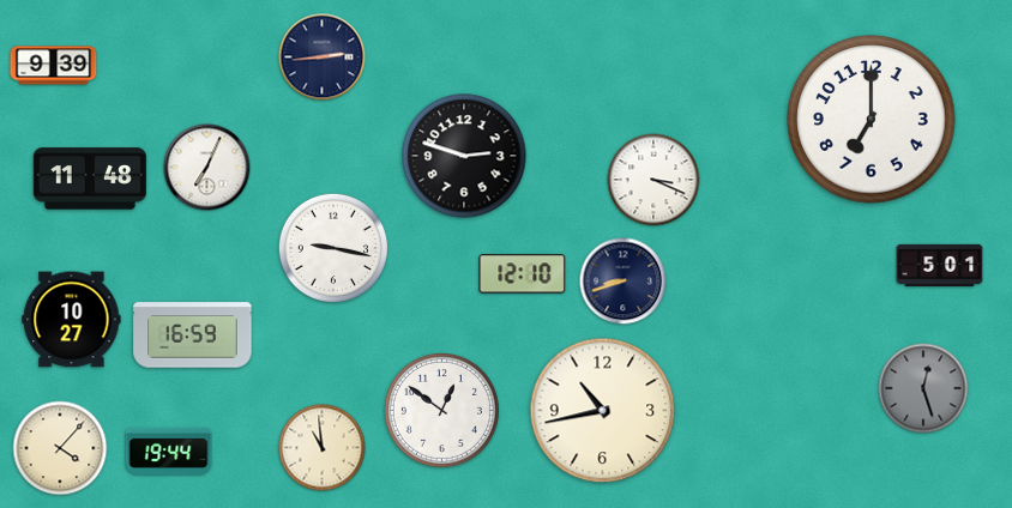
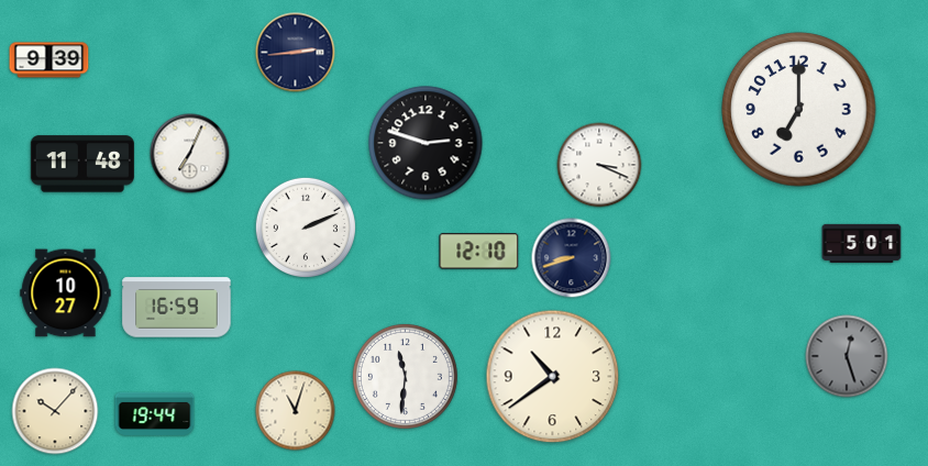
clock at (333, 248): 9:17 -> 2:11
clock at (441, 410): 12:51 -> 11:31
clock at (603, 411): 10:43 -> 10:39
clock at (60, 448): 4:07 -> 10:07
clock at (323, 448): 10:59 -> 11:03
